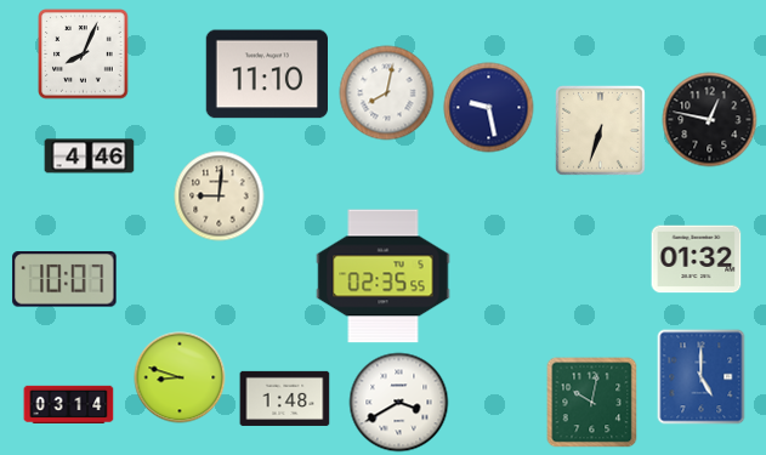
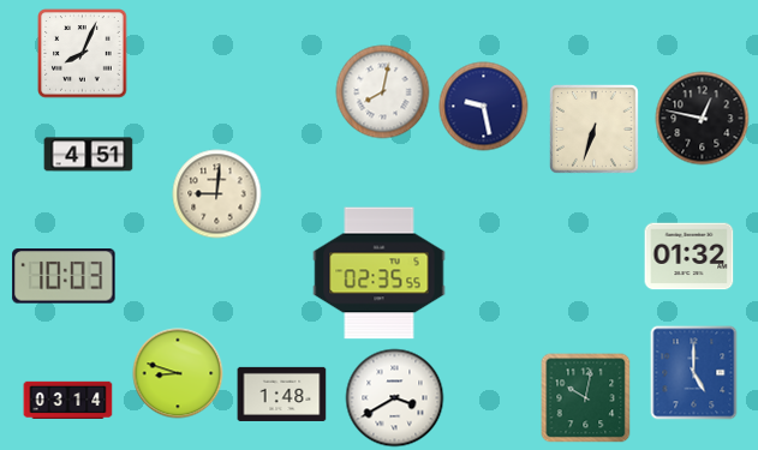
clock at (266, 74): 11:10 -> none
clock at (90, 157): 4:46 -> 4:51
clock at (64, 279): 10:07 -> 10:03
